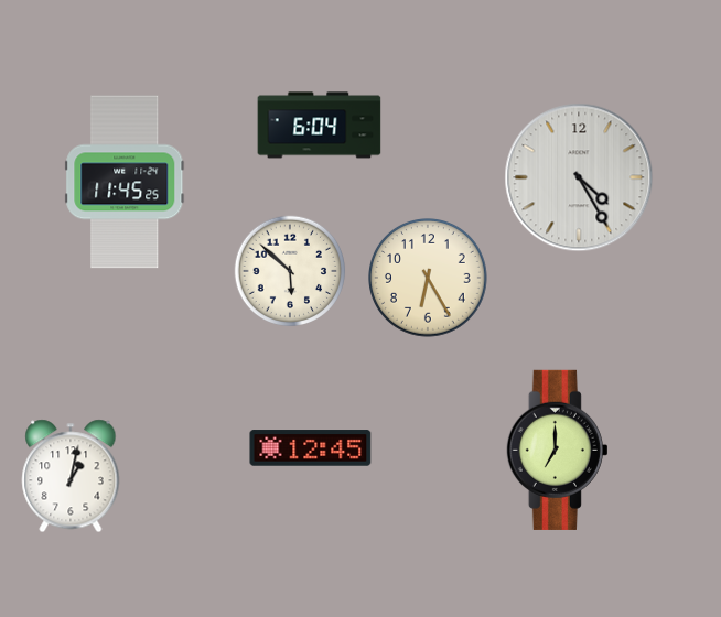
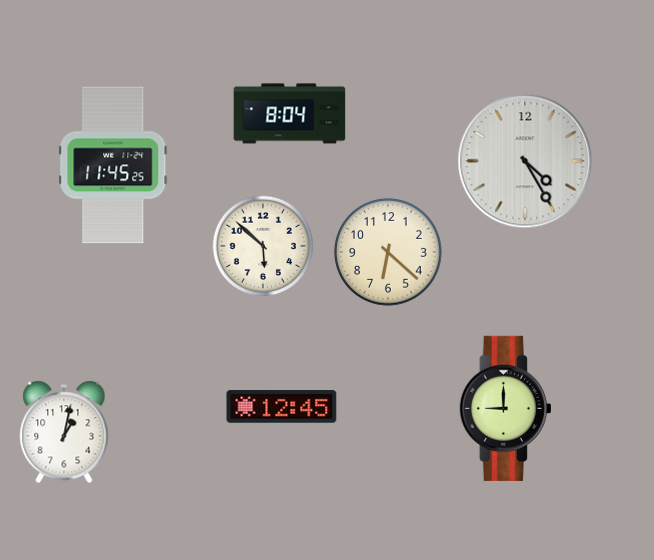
clock at (320, 126): 6:04 -> 8:04
clock at (429, 279): 6:25 -> 6:22
clock at (557, 450): 7:00 -> 9:00
